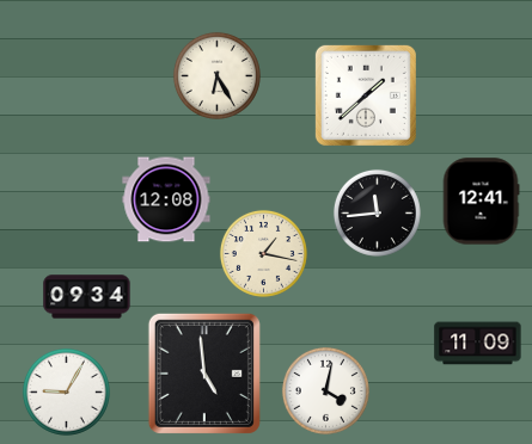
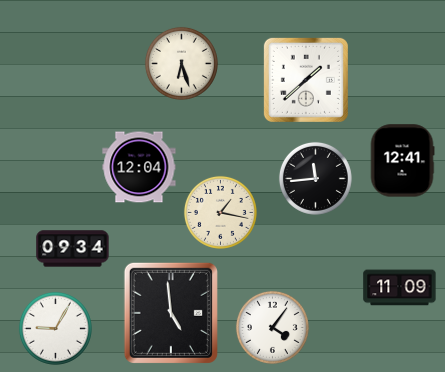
clock at (216, 75): 6:25 -> 6:27
clock at (166, 199): 12:08 -> 12:04
clock at (481, 202) position: (481, 202) -> (402, 161)
clock at (325, 390): 4:02 -> 4:06
